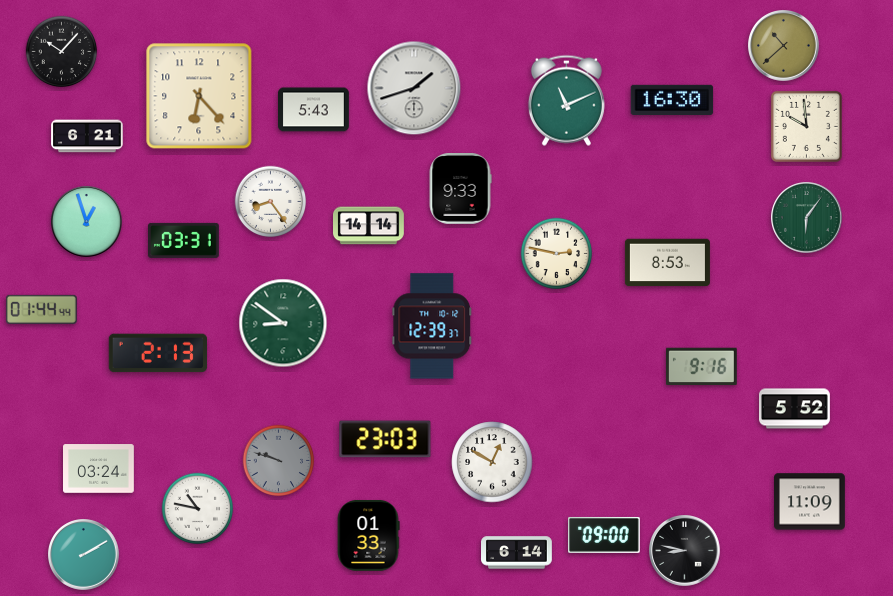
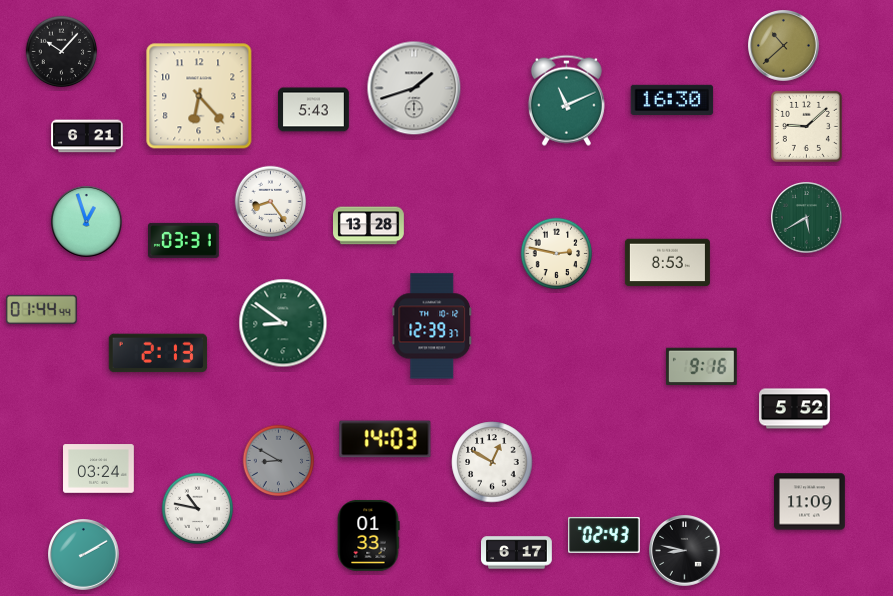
clock at (806, 126): 9:59 -> 9:08
clock at (460, 189): 9:33 -> none
clock at (807, 218): 6:06 -> 5:40
clock at (369, 226): 14:14 -> 13:28
clock at (385, 439): 23:03 -> 14:03
clock at (279, 461): 9:48 -> 8:50
clock at (604, 535): 09:00 -> 02:43
clock at (517, 553): 6:14 -> 6:17
